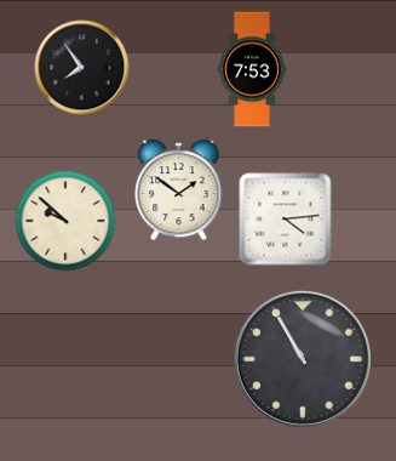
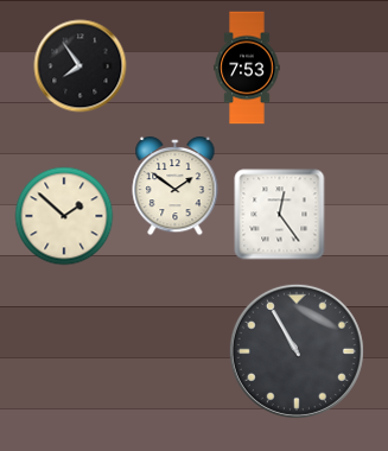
clock at (286, 220): 4:14 -> 12:24
clock at (65, 221): 9:52 -> 1:52
